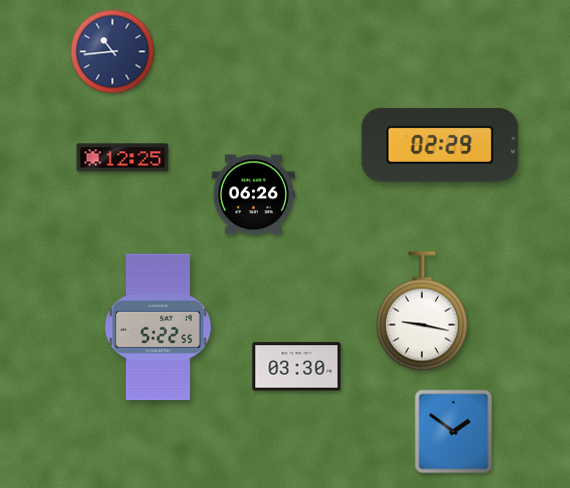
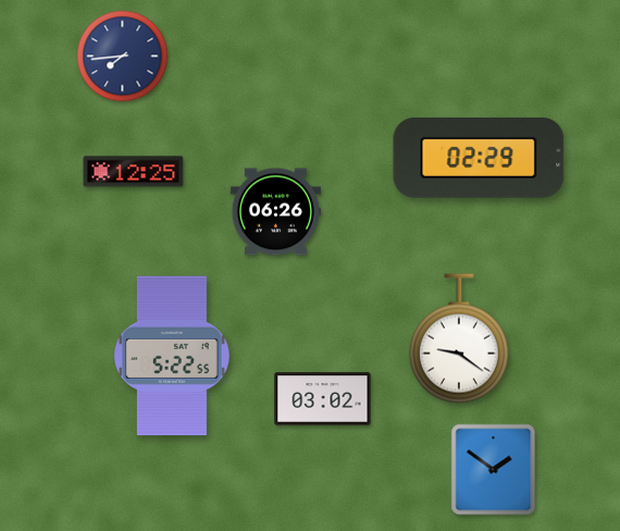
clock at (113, 52): 10:44 -> 7:44
clock at (422, 311): 9:17 -> 9:21
clock at (297, 367): 03:30 -> 03:02
